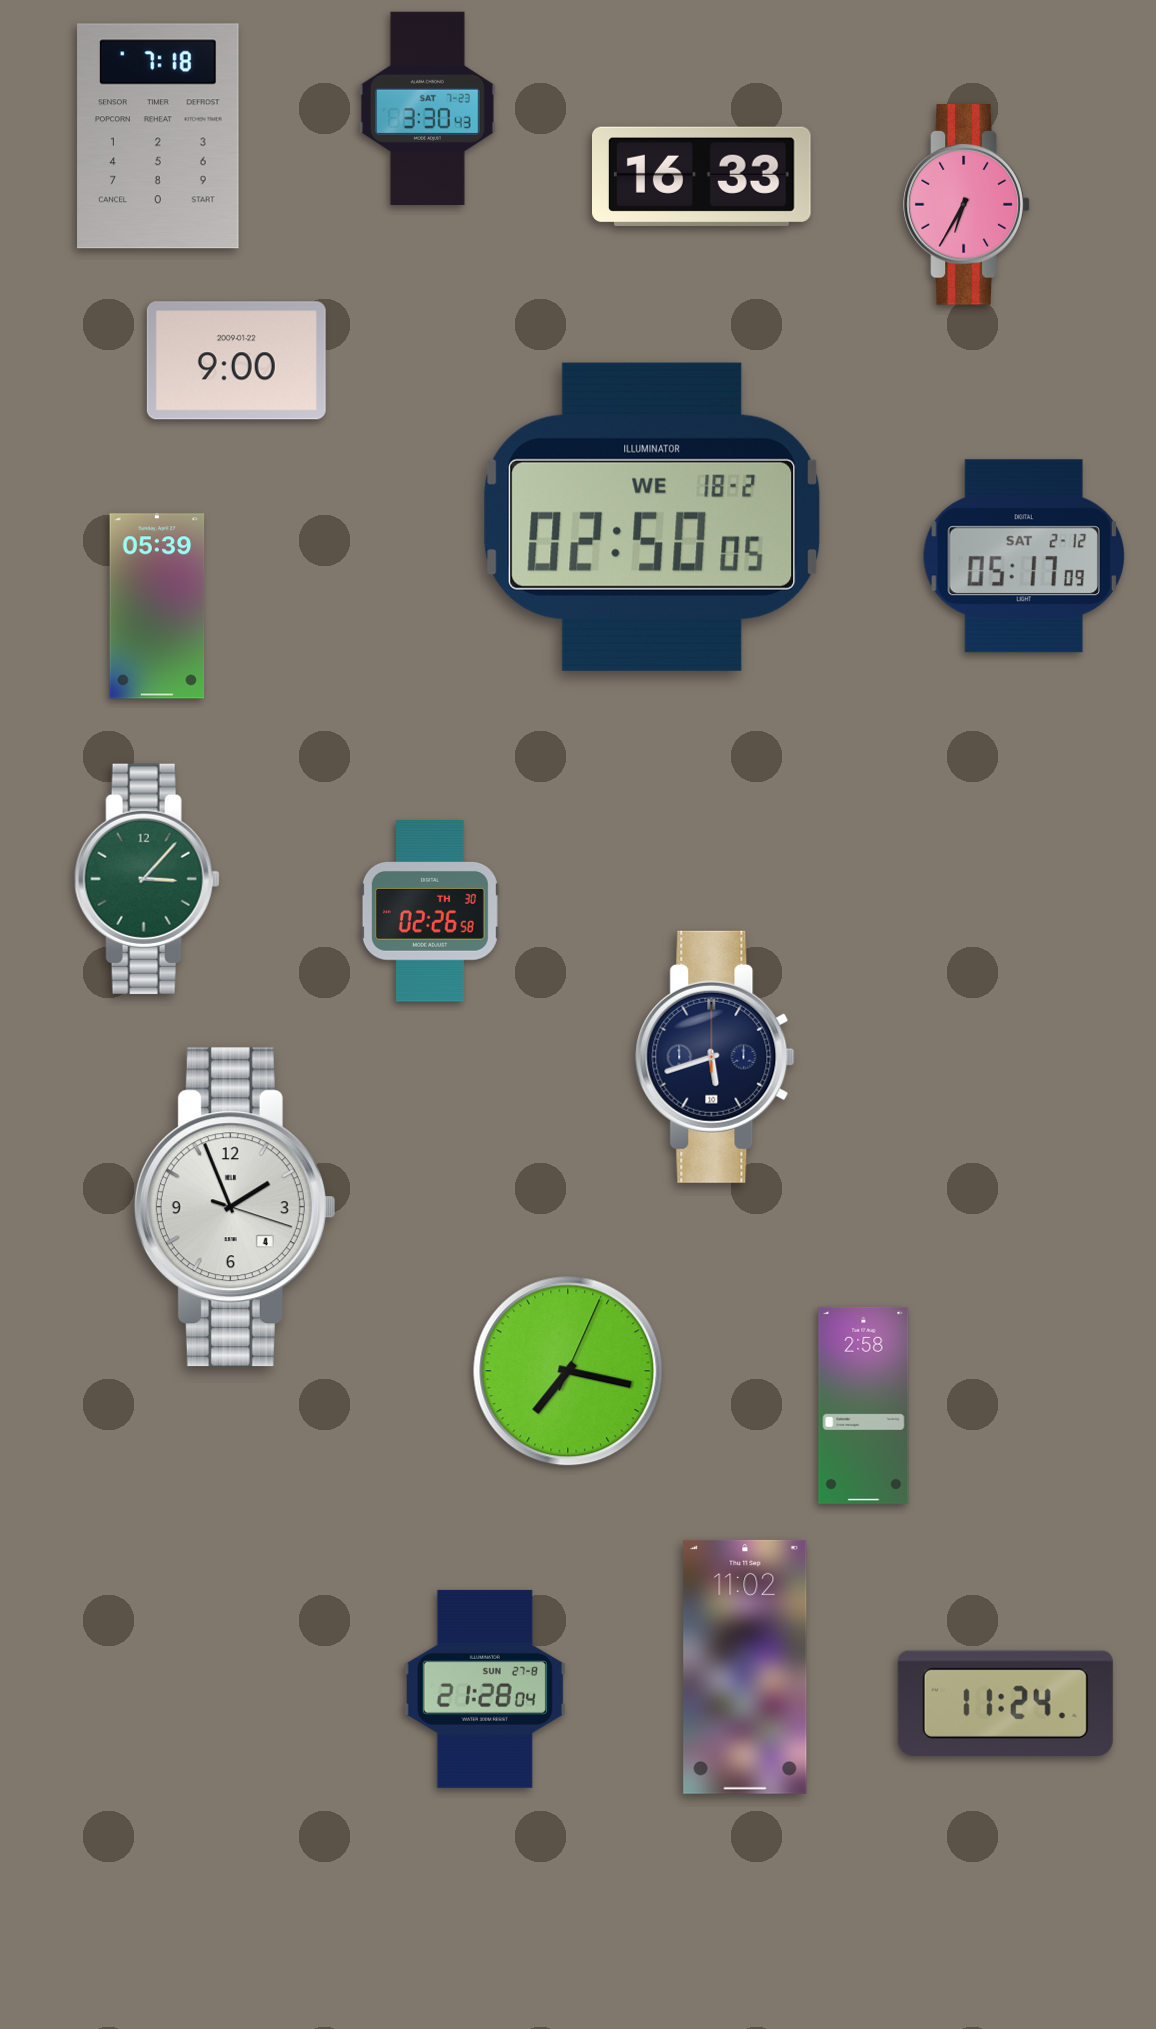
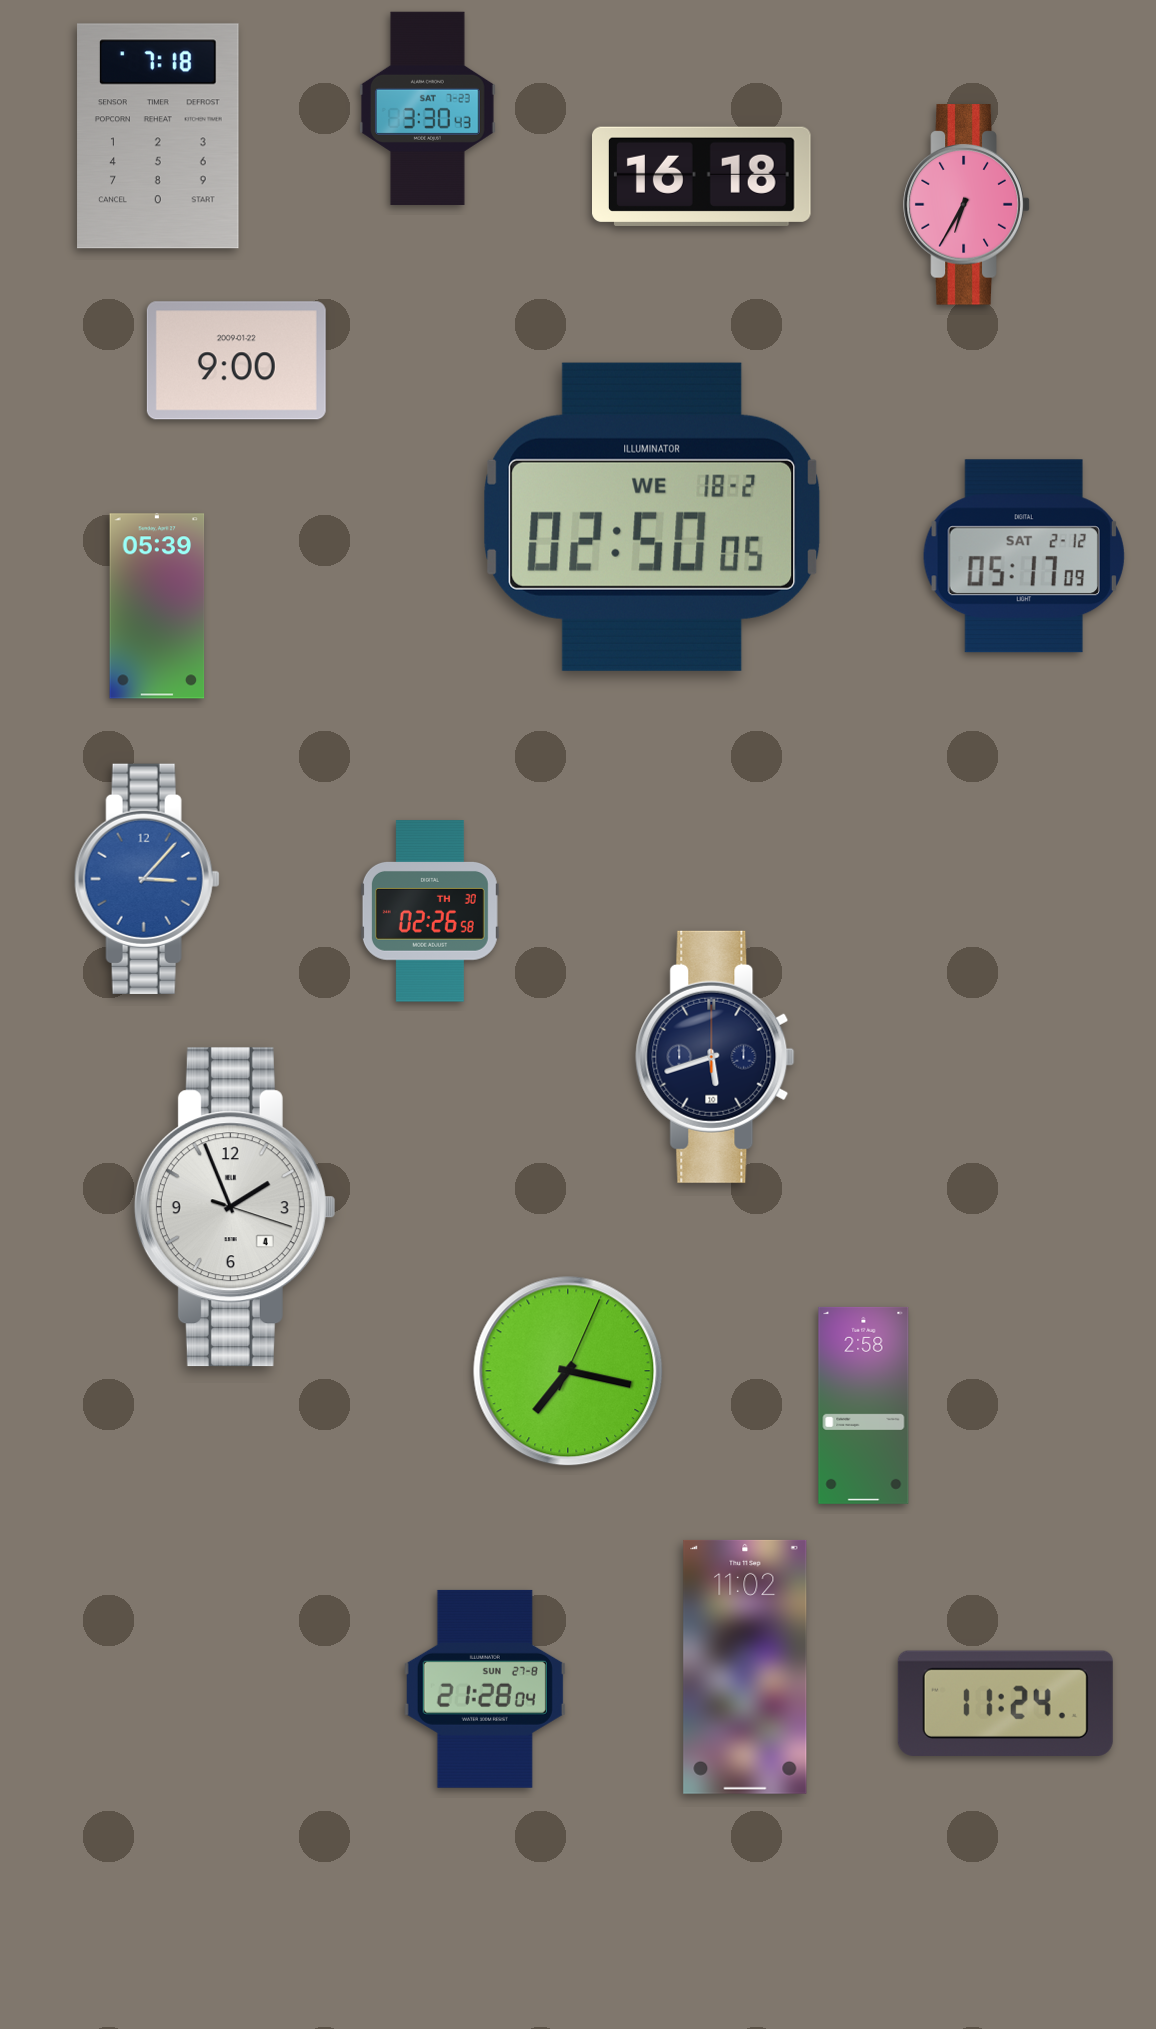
clock at (702, 176): 16:33 -> 16:18
clock at (147, 879) dial: green -> blue
